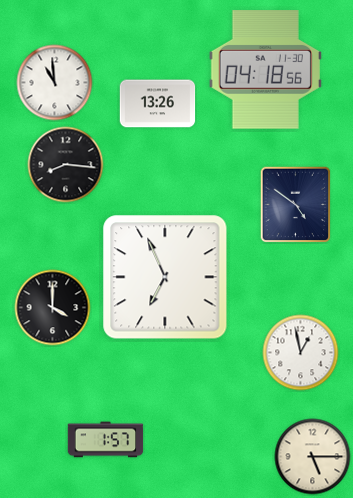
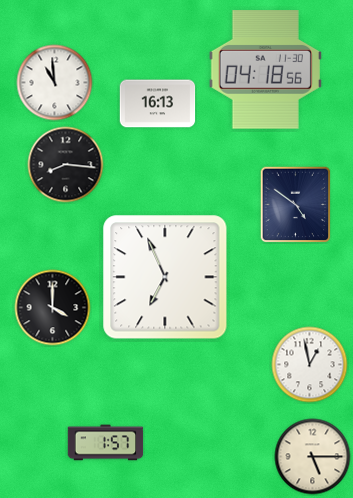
clock at (158, 104): 13:26 -> 16:13
clock at (301, 353) position: (301, 353) -> (310, 365)
clock at (106, 440) position: (106, 440) -> (106, 443)
